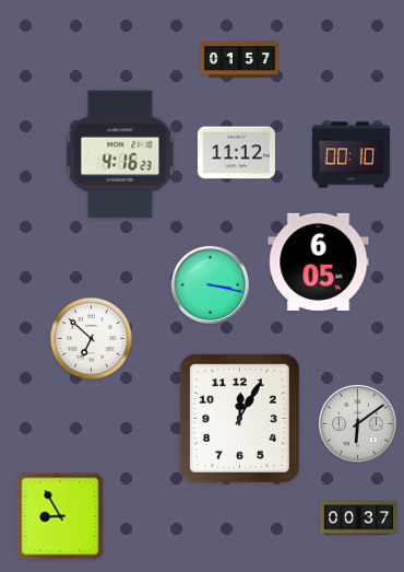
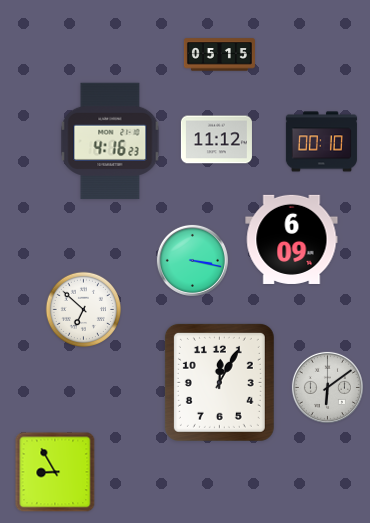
clock at (239, 60): 01:57 -> 05:15
clock at (319, 261): 6:05 -> 6:09
clock at (358, 518): 00:37 -> none
